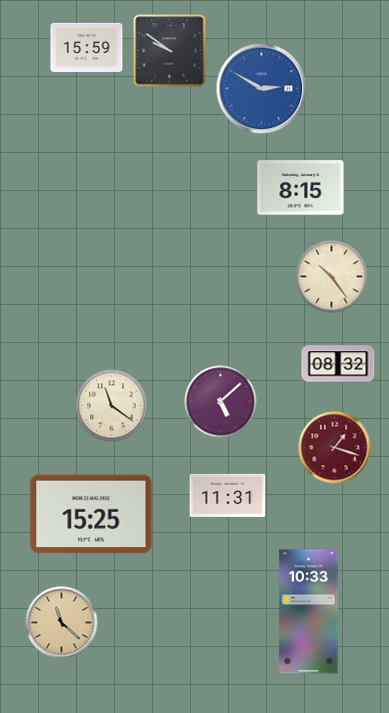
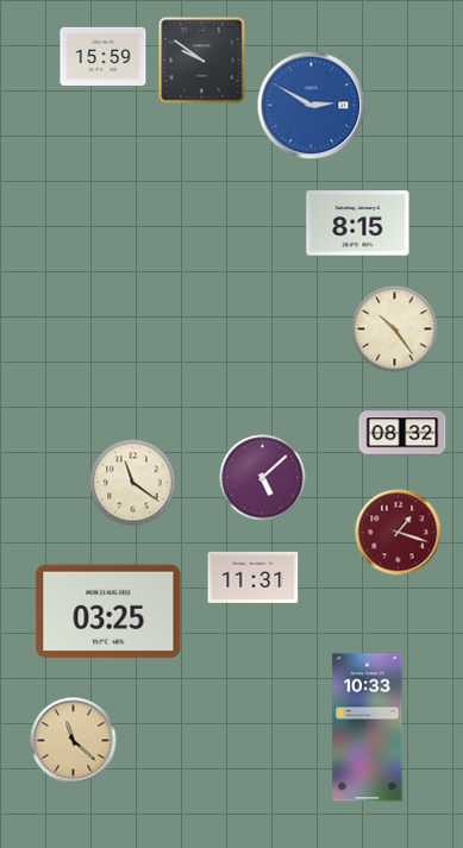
clock at (228, 495) position: (228, 495) -> (254, 577)
clock at (91, 514): 15:25 -> 03:25
